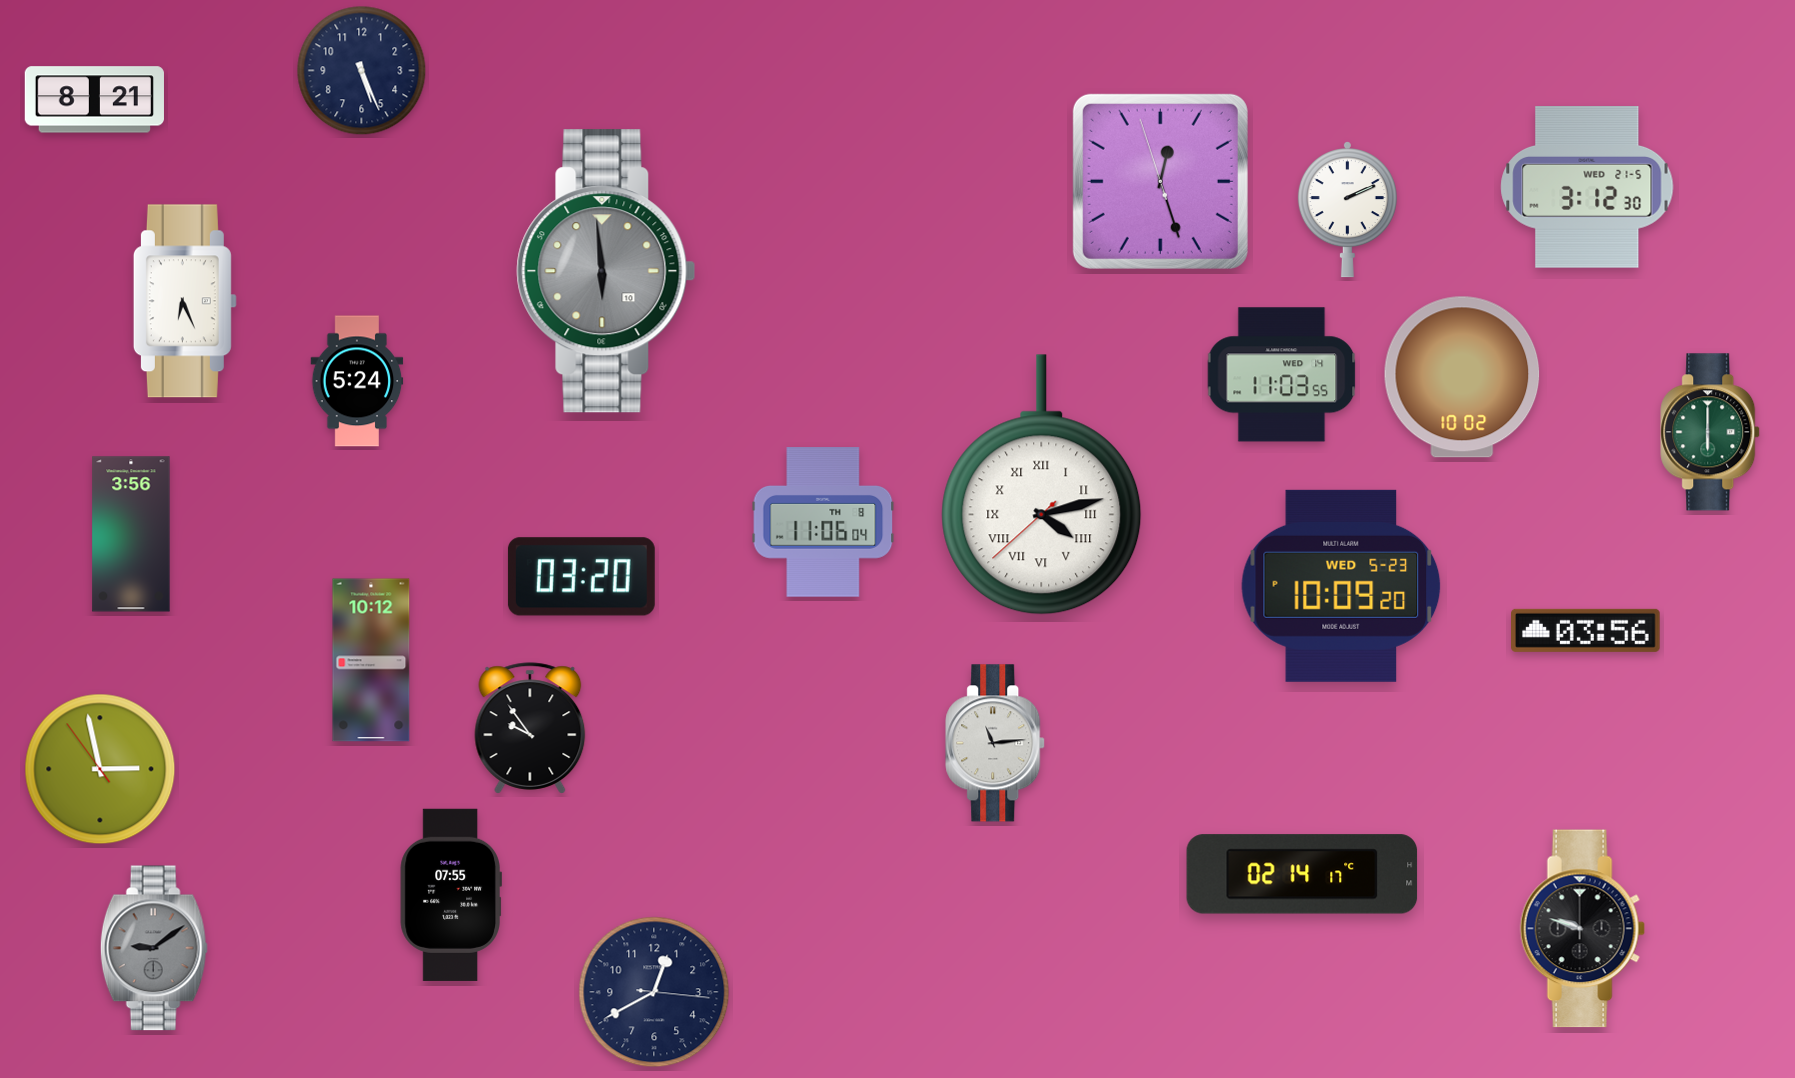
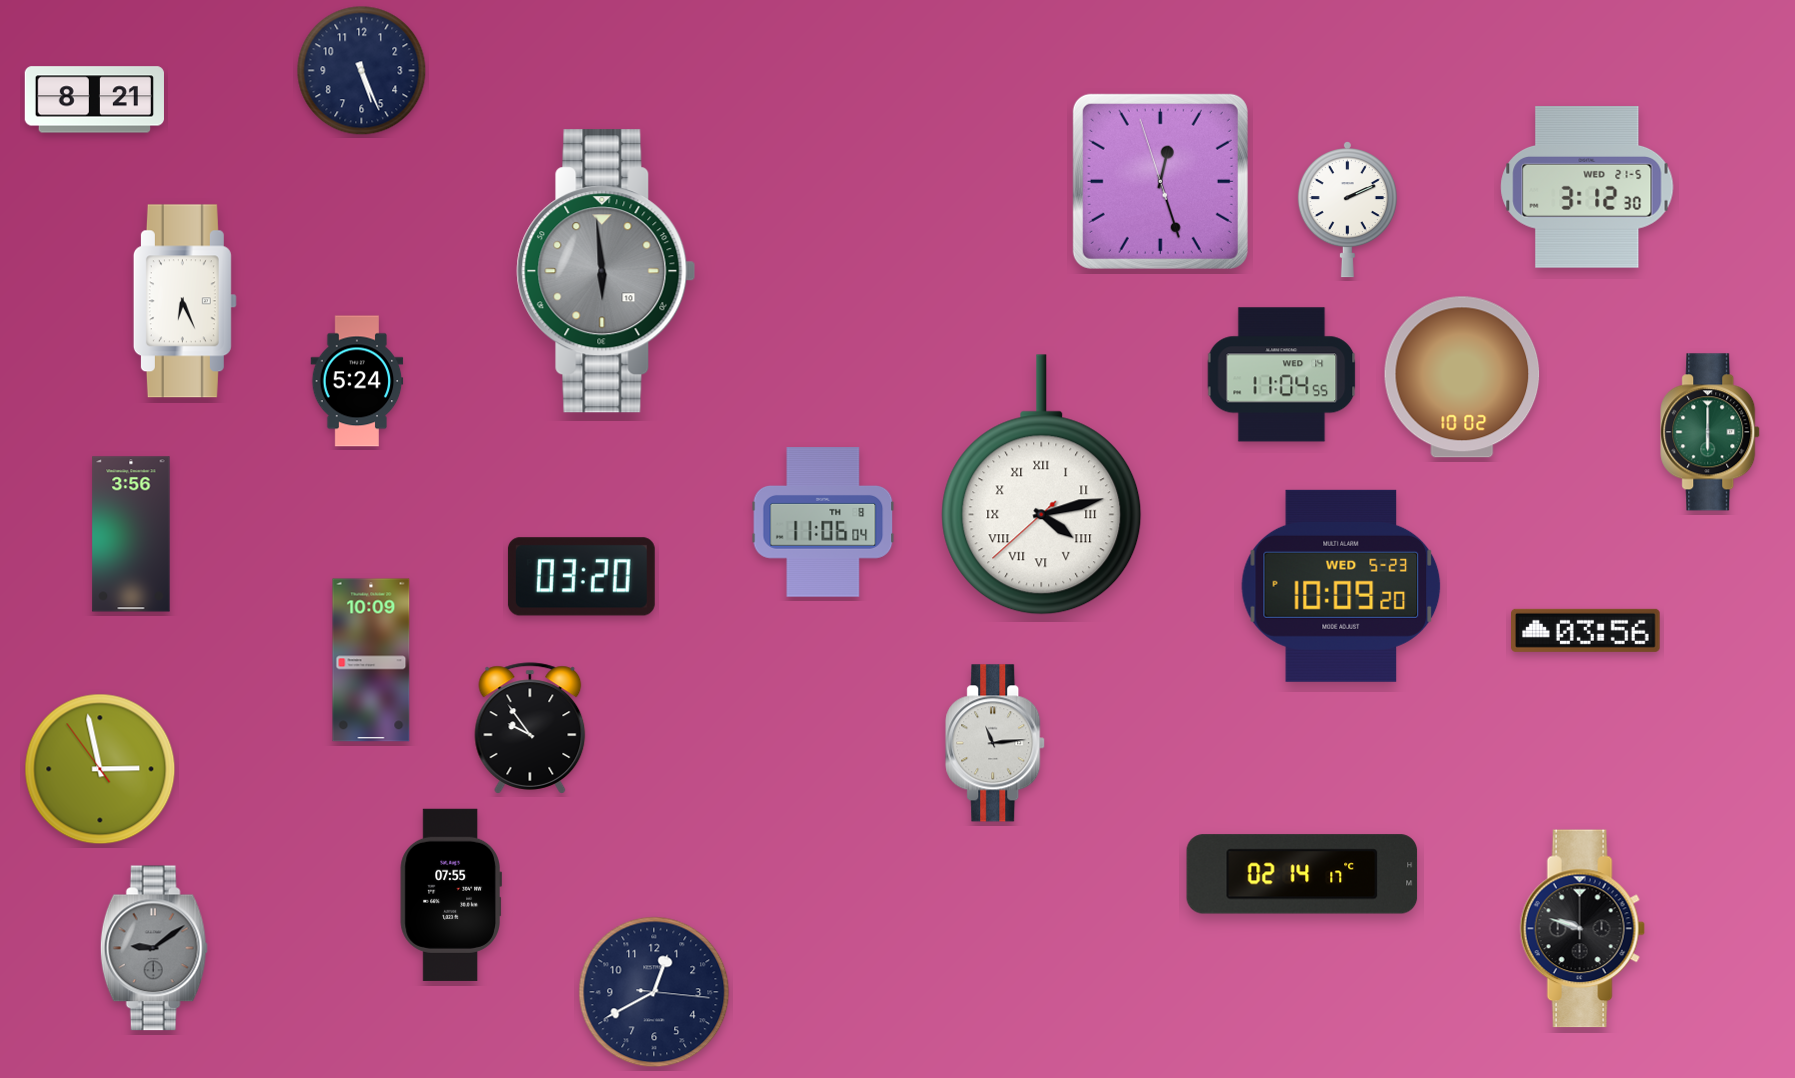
clock at (1282, 375): 11:03 -> 11:04
clock at (371, 660): 10:12 -> 10:09
